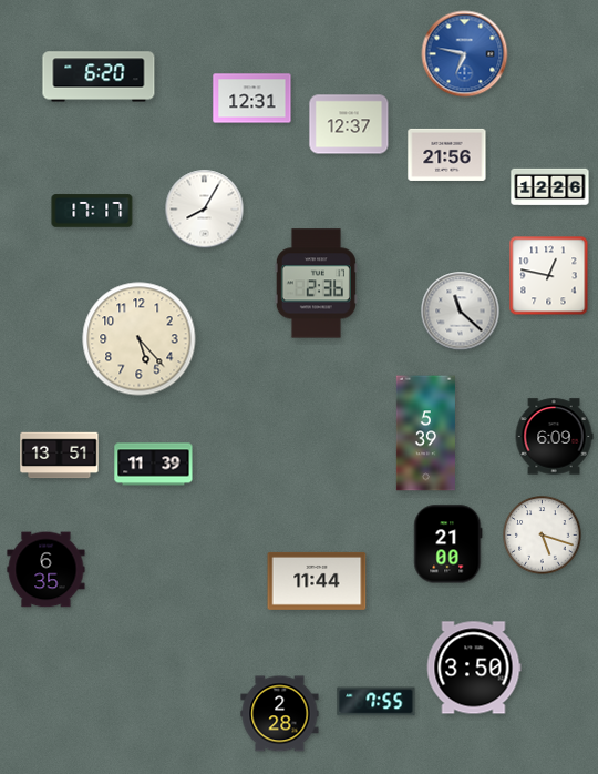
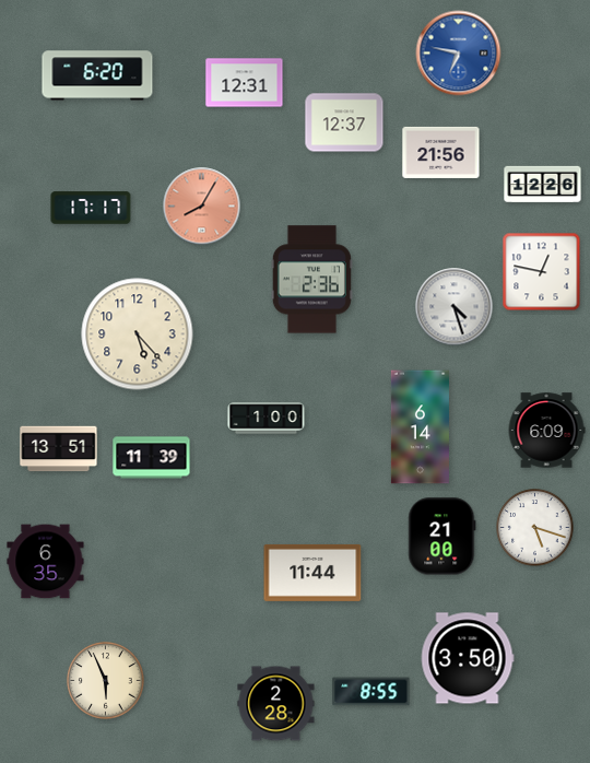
clock at (252, 99) position: (252, 99) -> (245, 83)
clock at (205, 210) dial: white -> salmon
clock at (461, 312): 11:22 -> 4:27
clock at (267, 419): none -> 1:00
clock at (425, 434): 5:39 -> 6:14
clock at (106, 681): none -> 5:56
clock at (377, 702): 7:55 -> 8:55
